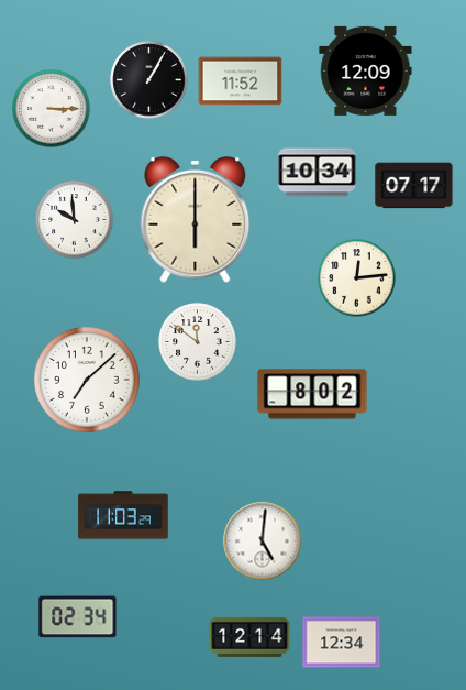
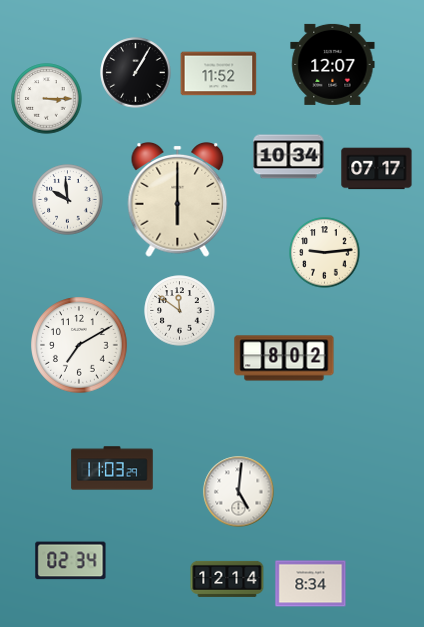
clock at (366, 70): 12:09 -> 12:07
clock at (357, 278): 12:14 -> 9:14
clock at (87, 380): 7:08 -> 7:10
clock at (342, 643): 12:34 -> 8:34
